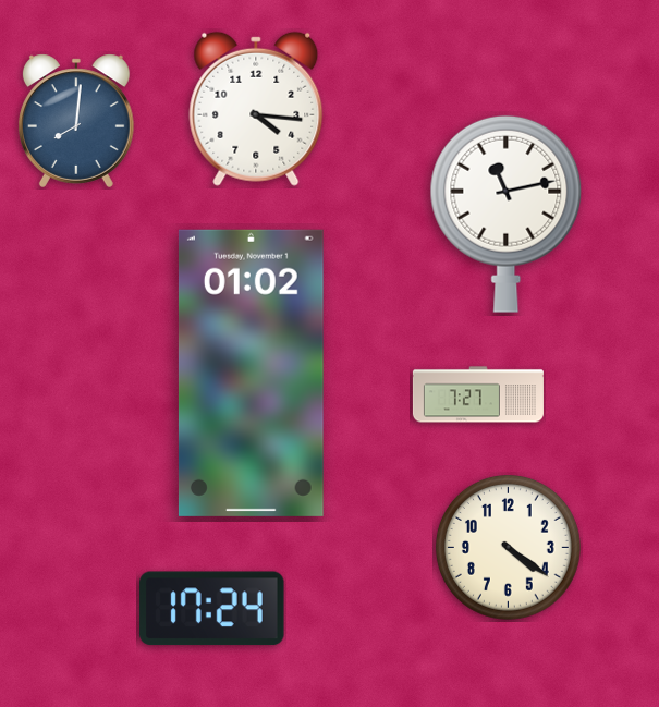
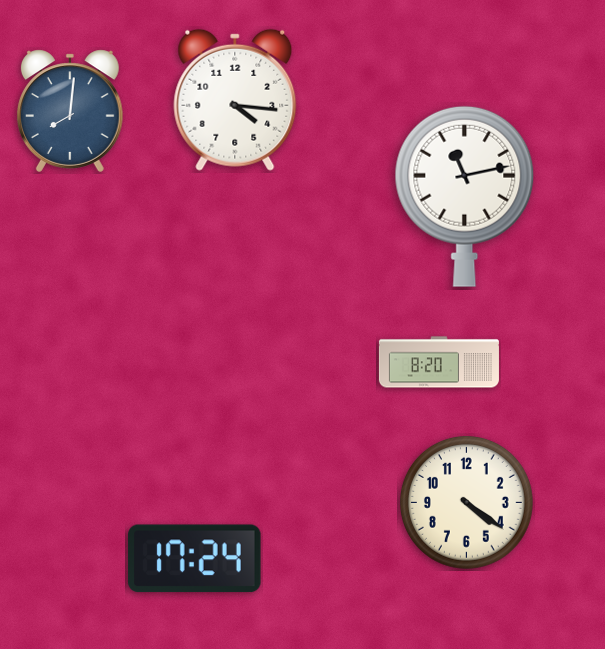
clock at (251, 373): 01:02 -> none
clock at (478, 394): 7:27 -> 8:20
